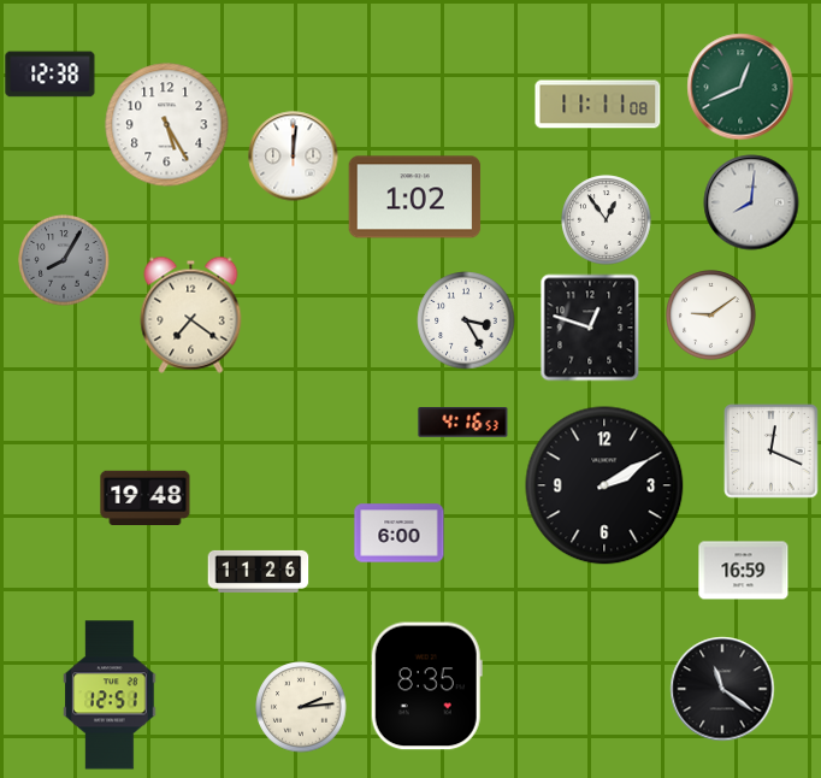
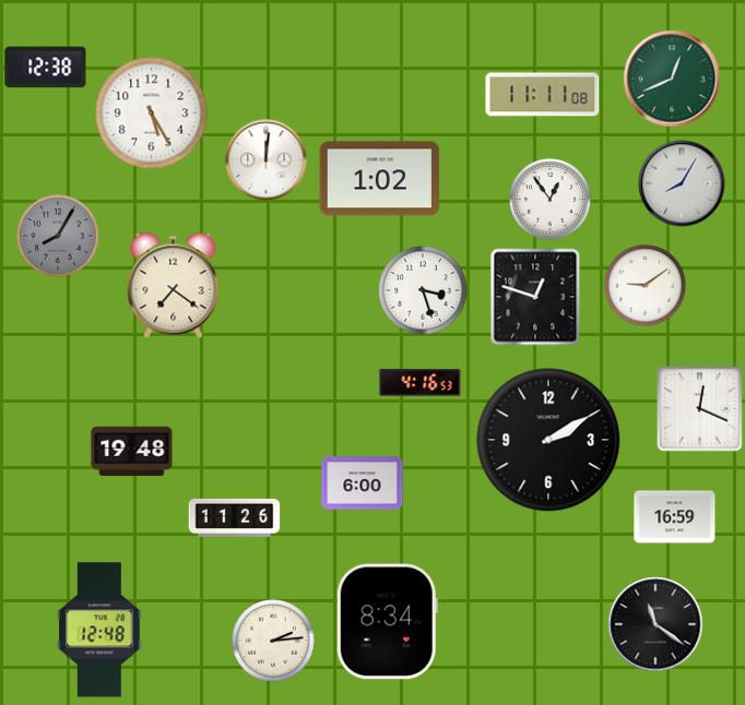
clock at (294, 157) position: (294, 157) -> (267, 160)
clock at (415, 198) position: (415, 198) -> (380, 179)
clock at (751, 202): 8:01 -> 8:05
clock at (466, 320): 3:25 -> 3:27
clock at (426, 686): 8:35 -> 8:34
clock at (110, 695): 12:51 -> 12:48
